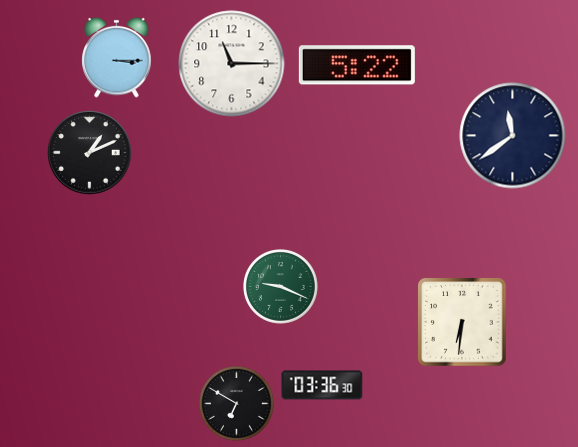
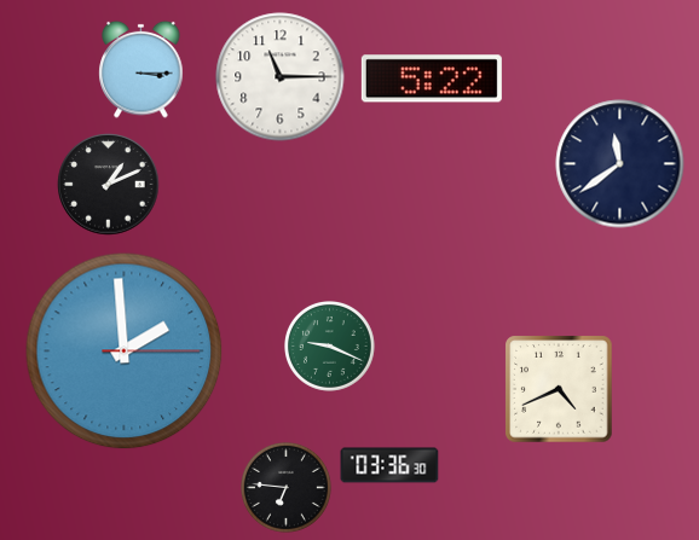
clock at (281, 287) position: (281, 287) -> (330, 347)
clock at (125, 352): none -> 1:59
clock at (462, 322): 6:31 -> 4:41
clock at (237, 404): 6:50 -> 6:46
